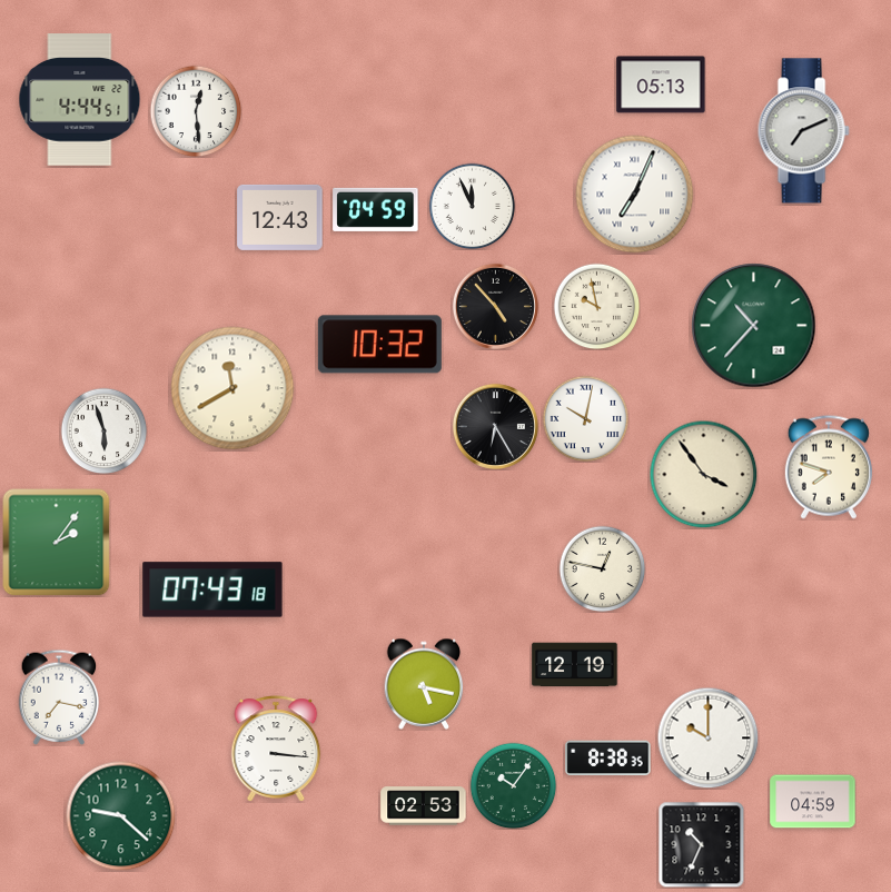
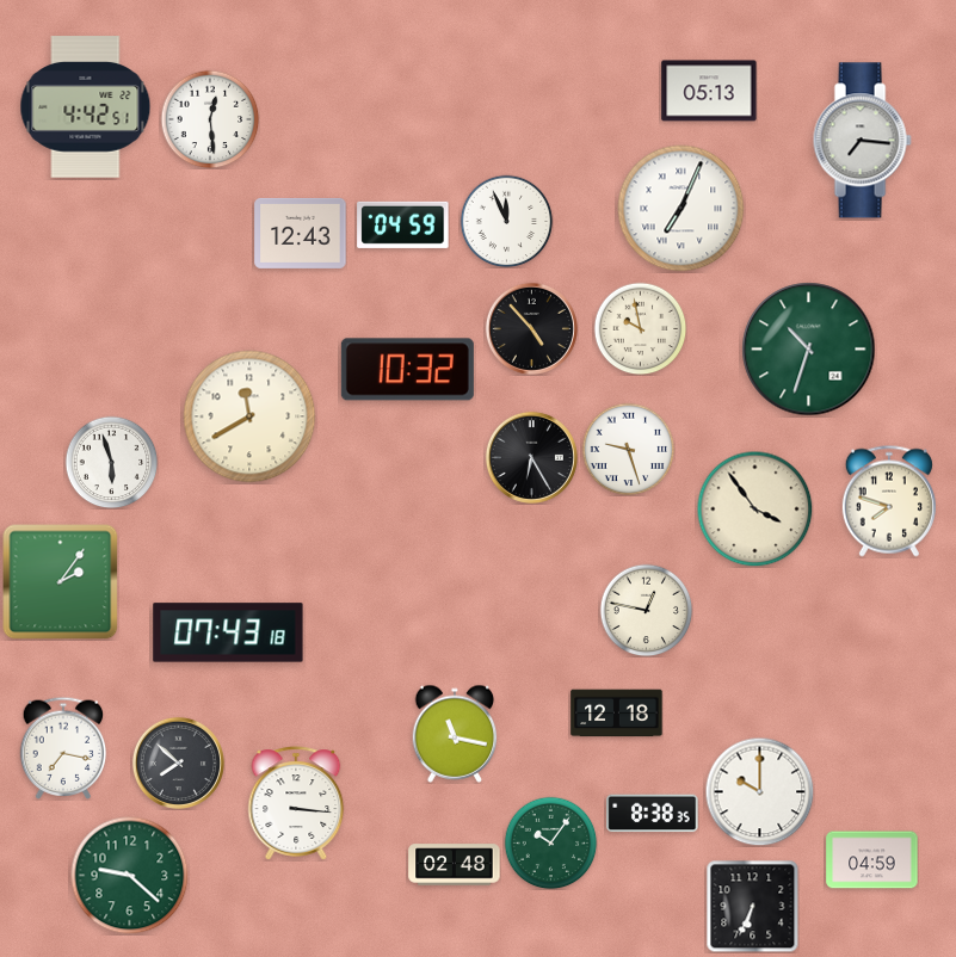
clock at (80, 100): 4:44 -> 4:42
clock at (803, 131): 7:11 -> 7:16
clock at (754, 326): 10:37 -> 10:33
clock at (585, 418): 10:02 -> 9:27
clock at (575, 665): 12:19 -> 12:18
clock at (424, 684): 5:17 -> 11:17
clock at (178, 762): none -> 7:52
clock at (424, 806): 02:53 -> 02:48
clock at (701, 844): 10:34 -> 6:34
